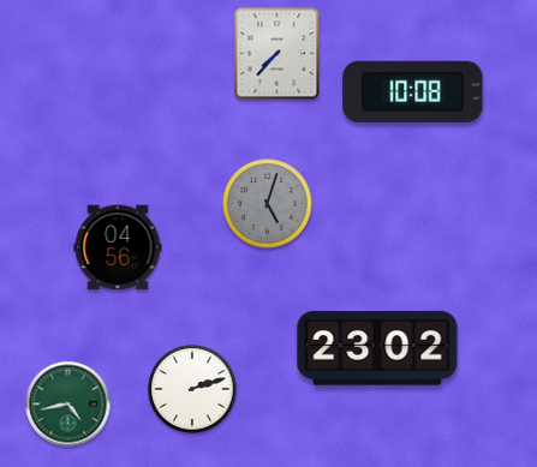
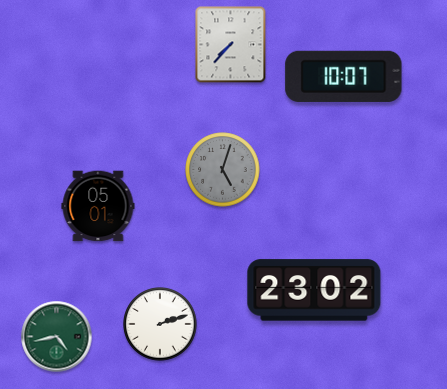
clock at (413, 91): 10:08 -> 10:07
clock at (118, 247): 04:56 -> 05:01
